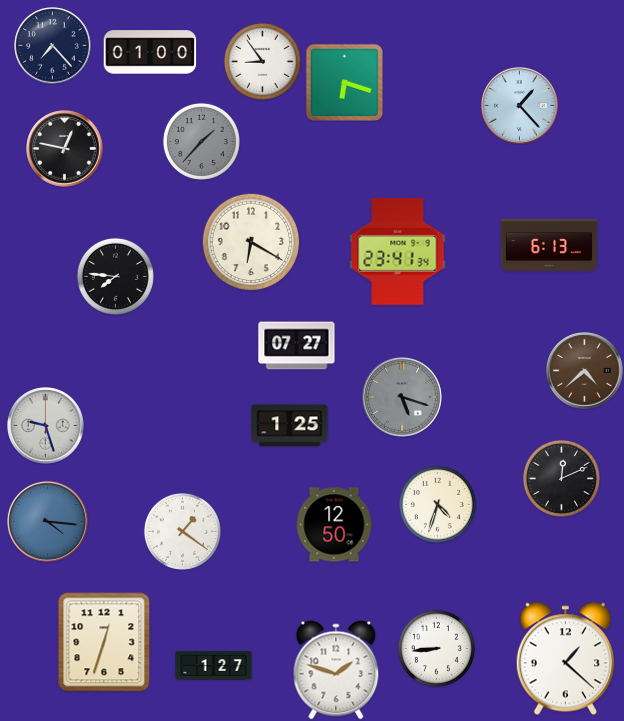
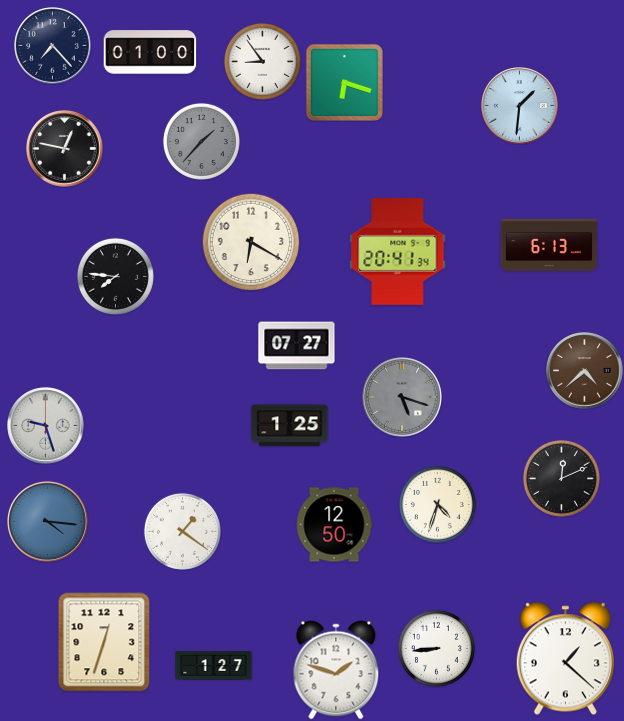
clock at (520, 106): 1:23 -> 1:31
clock at (398, 252): 23:41 -> 20:41
